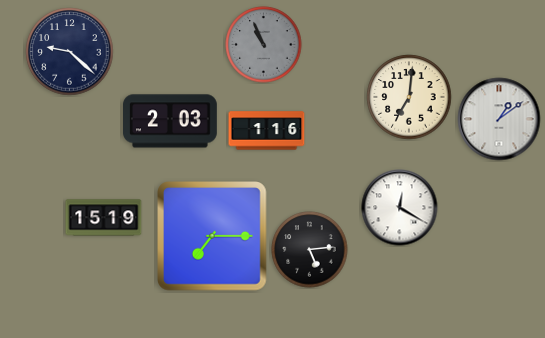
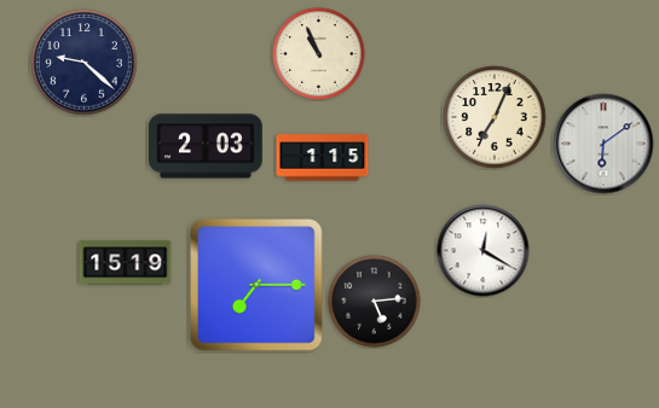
clock at (264, 45) dial: grey -> cream
clock at (409, 97): 7:01 -> 7:04
clock at (499, 119): 1:09 -> 6:09
clock at (267, 131): 1:16 -> 1:15
